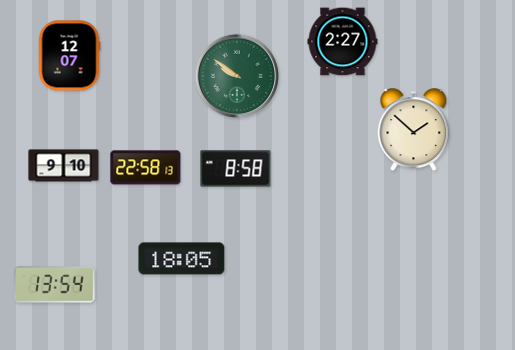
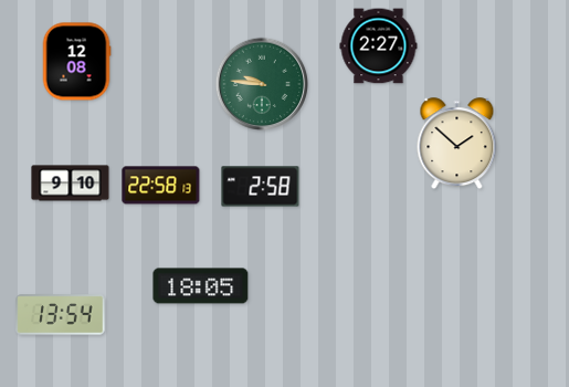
clock at (69, 56): 12:07 -> 12:08
clock at (237, 76): 9:51 -> 9:46
clock at (236, 169): 8:58 -> 2:58
